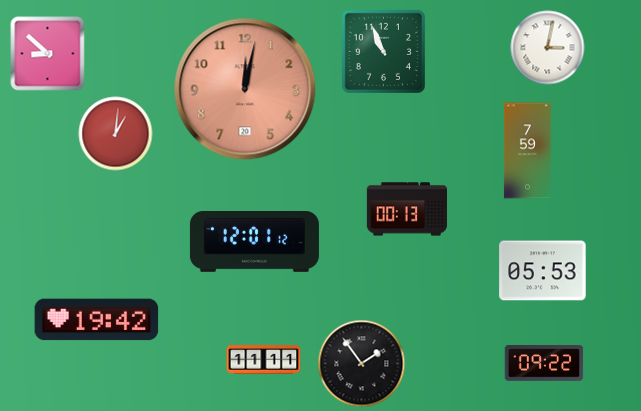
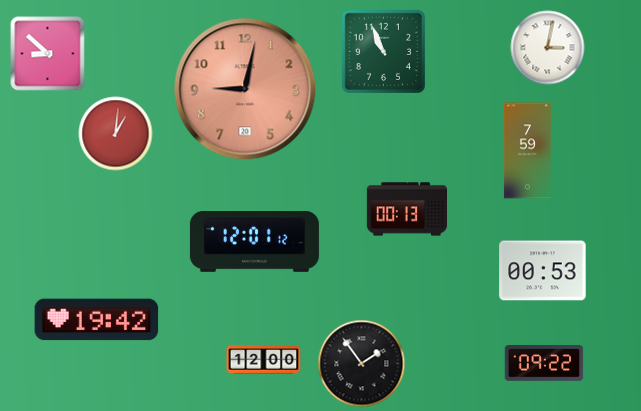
clock at (245, 89): 12:02 -> 9:02
clock at (543, 271): 05:53 -> 00:53
clock at (264, 360): 11:11 -> 12:00
